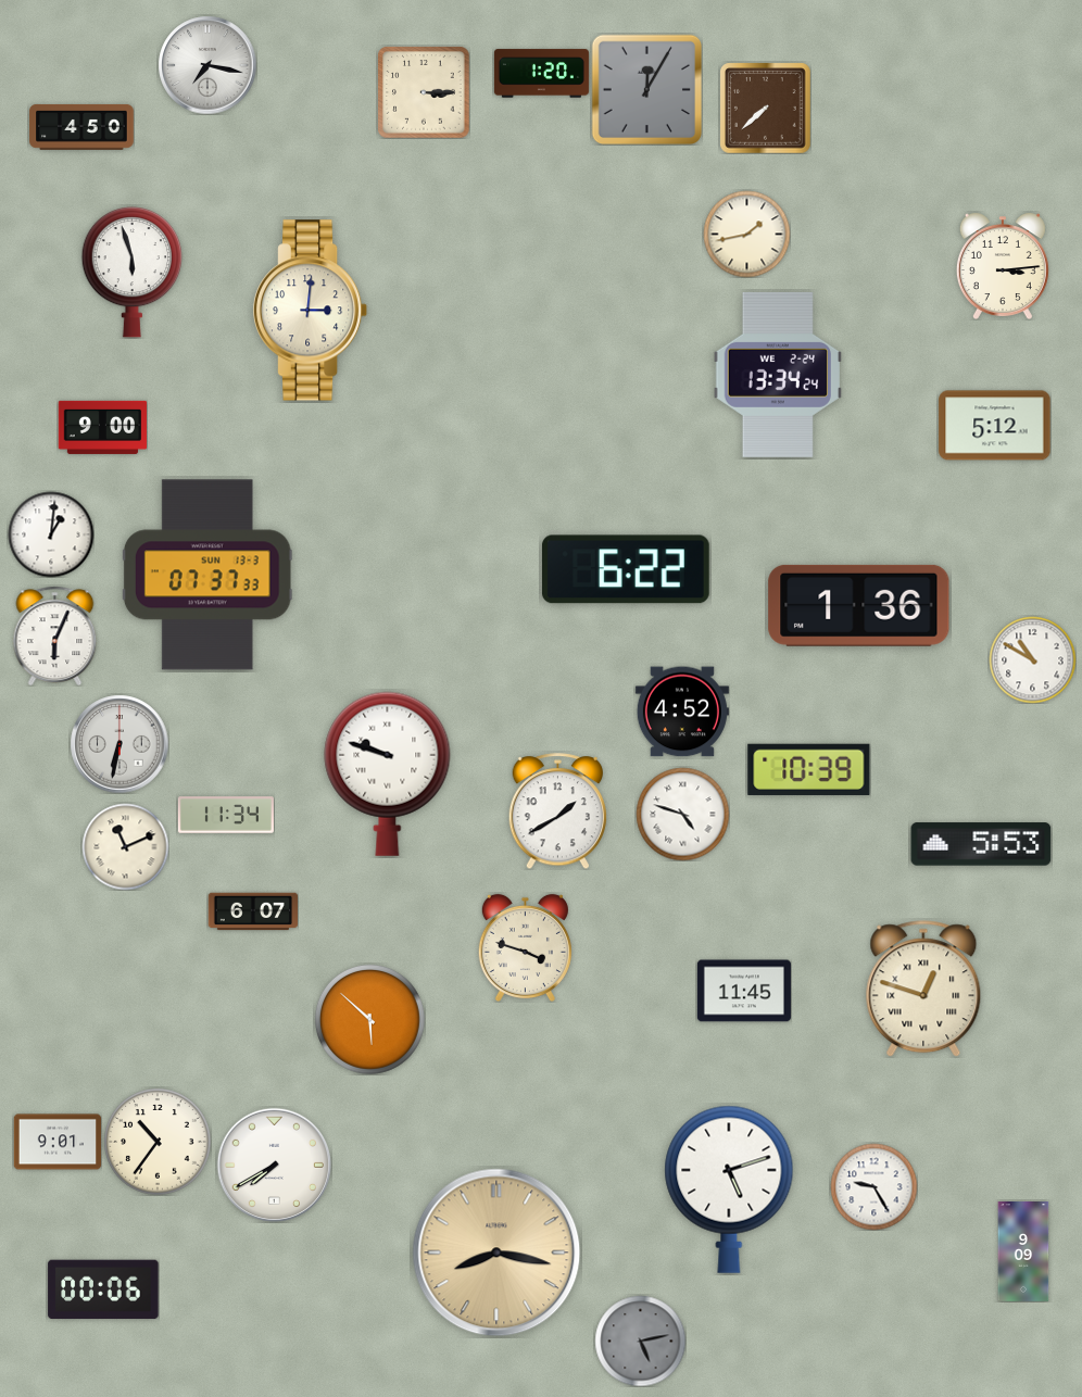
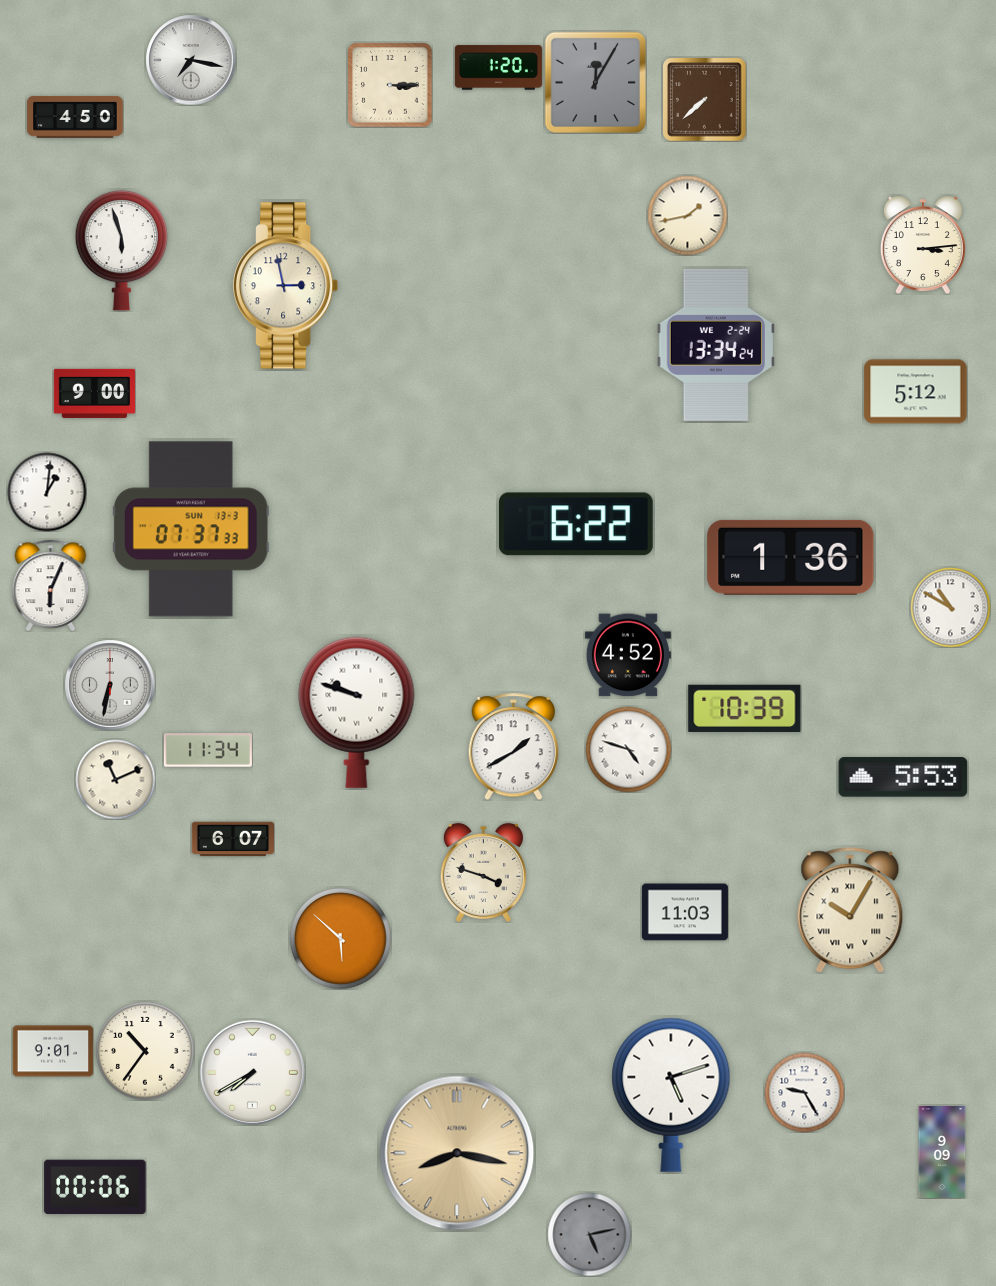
clock at (311, 311): 3:01 -> 2:58
clock at (923, 989): 12:48 -> 10:05
clock at (744, 991): 11:45 -> 11:03
